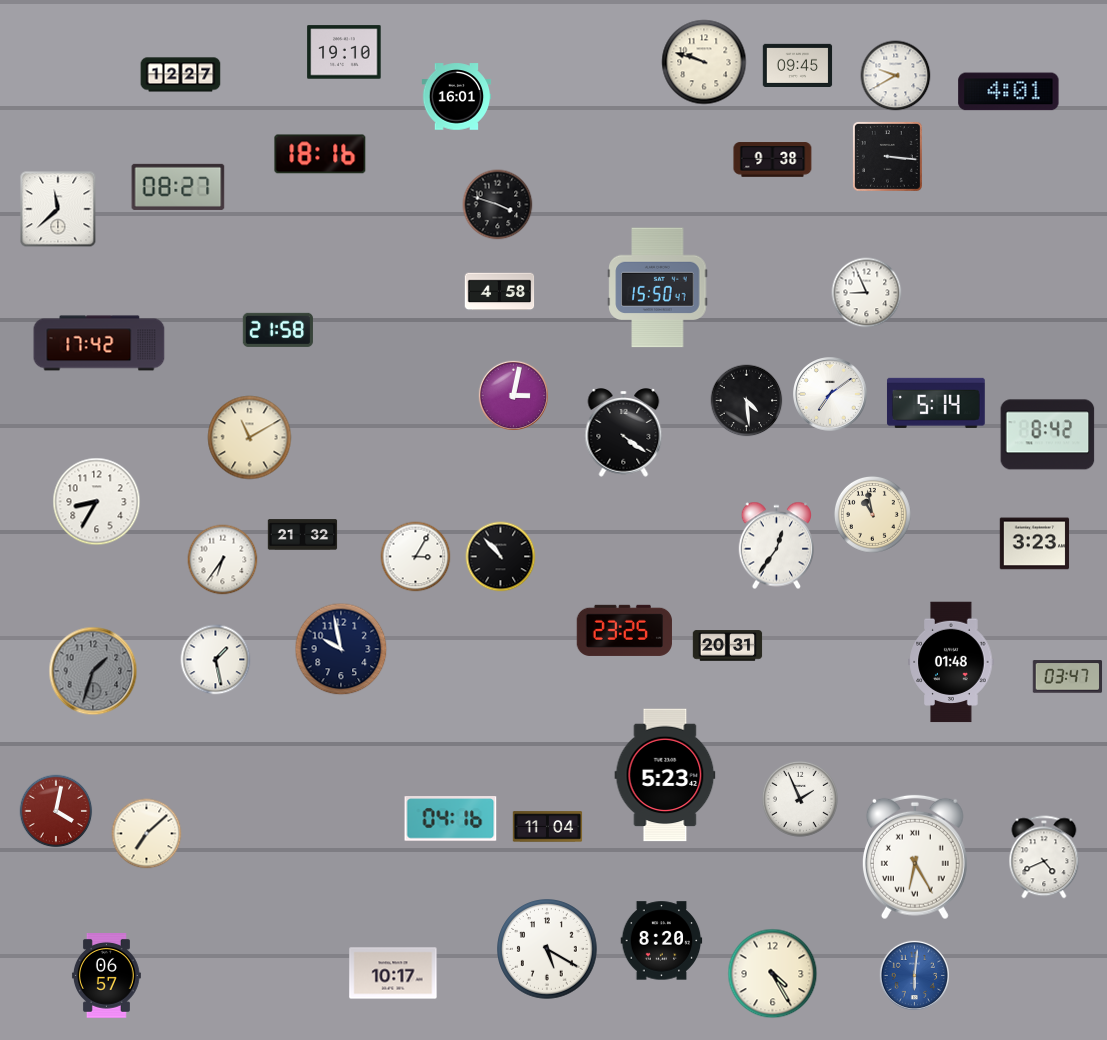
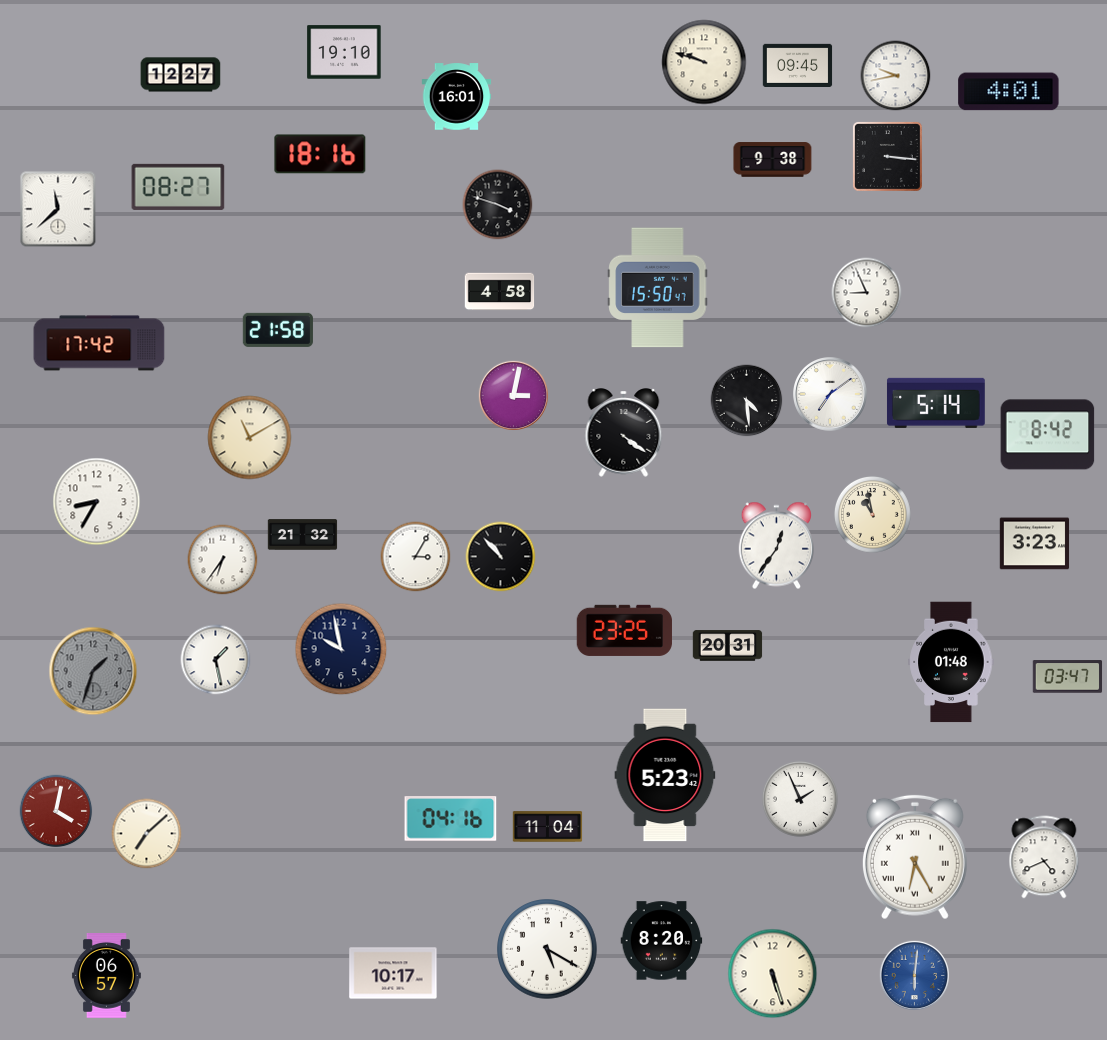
clock at (896, 76): 9:40 -> 9:43
clock at (773, 974): 4:25 -> 5:27
